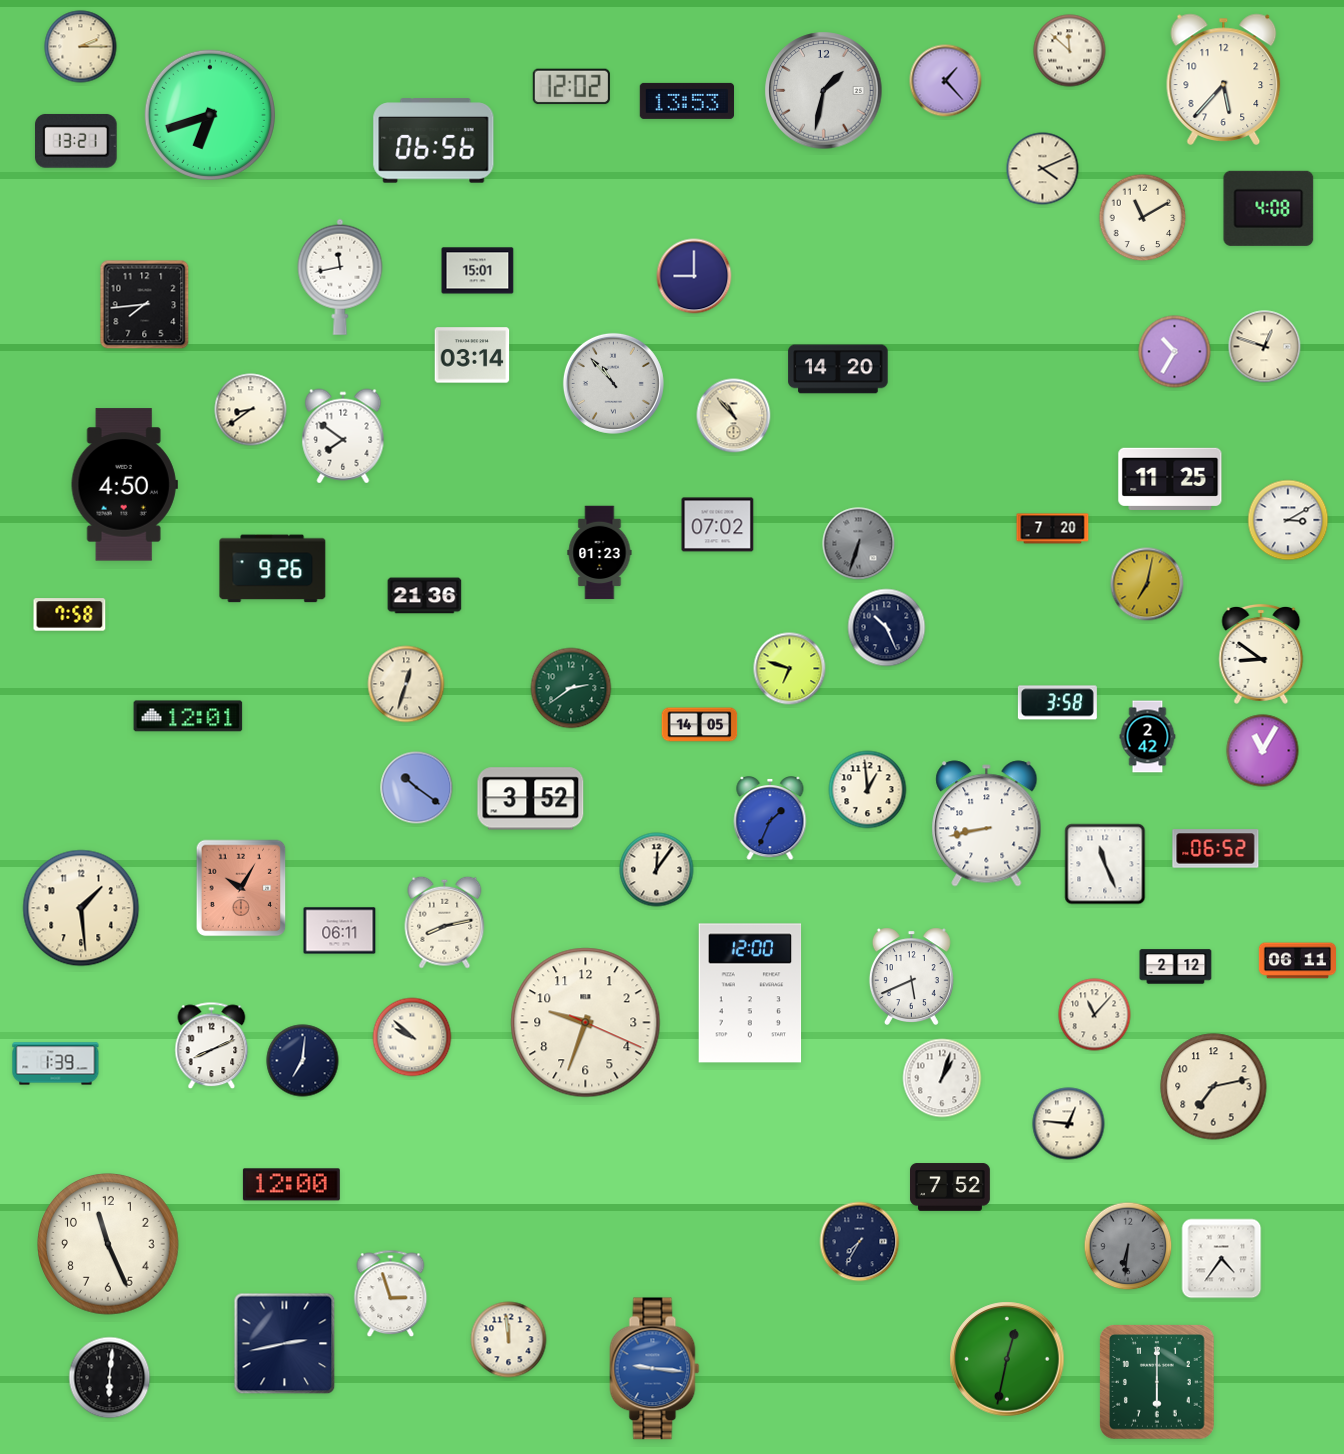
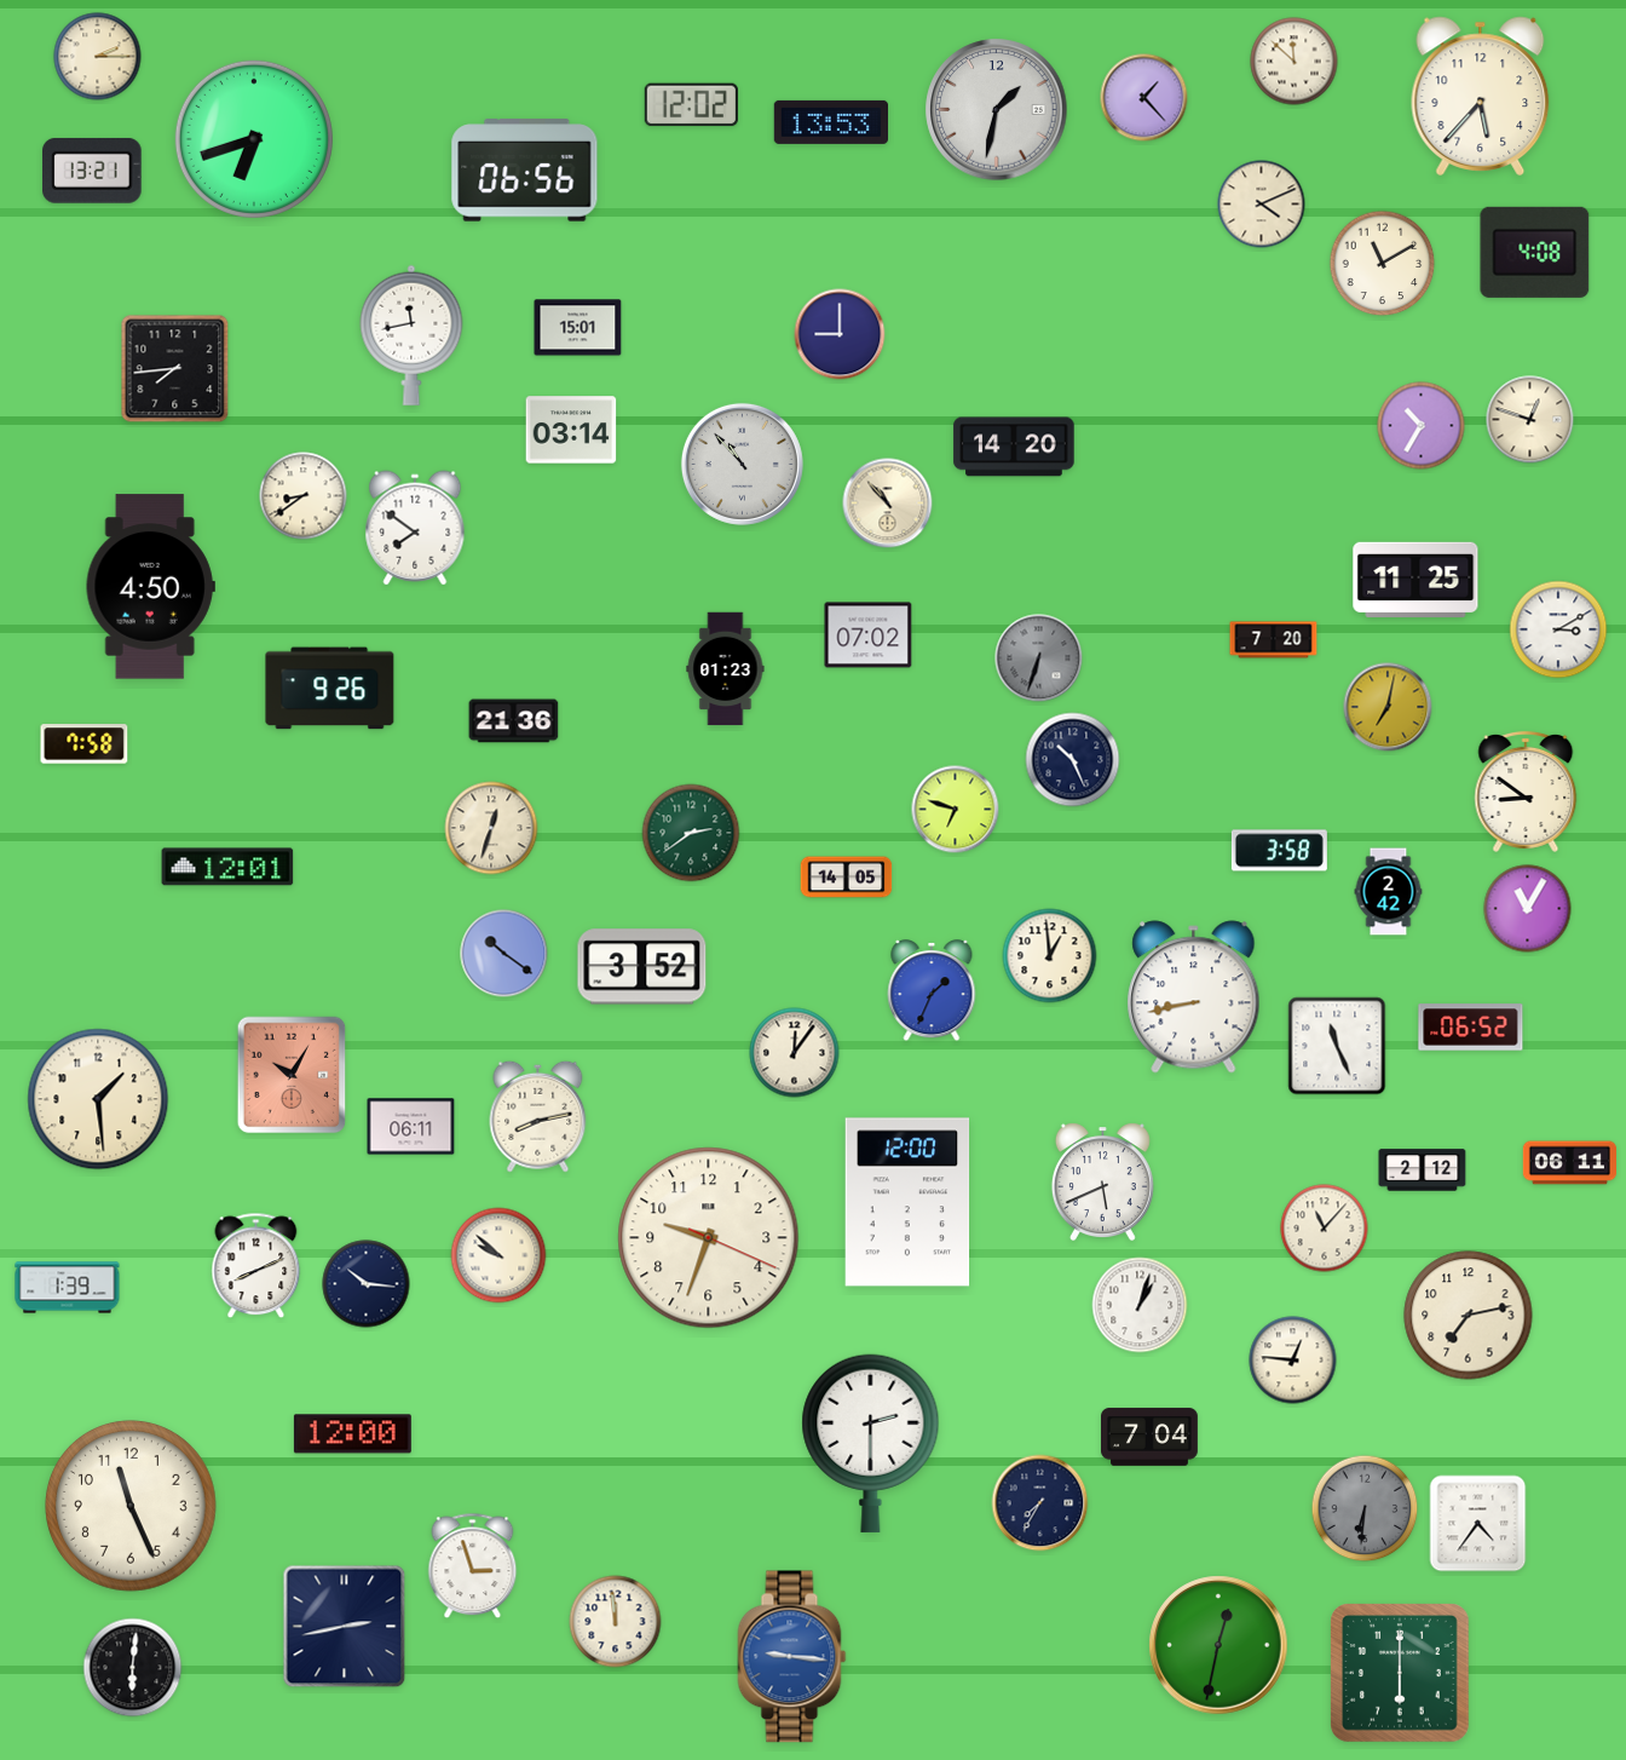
clock at (303, 1061): 7:01 -> 10:16
clock at (951, 1187): 7:52 -> 7:04
clock at (871, 1443): none -> 2:30
